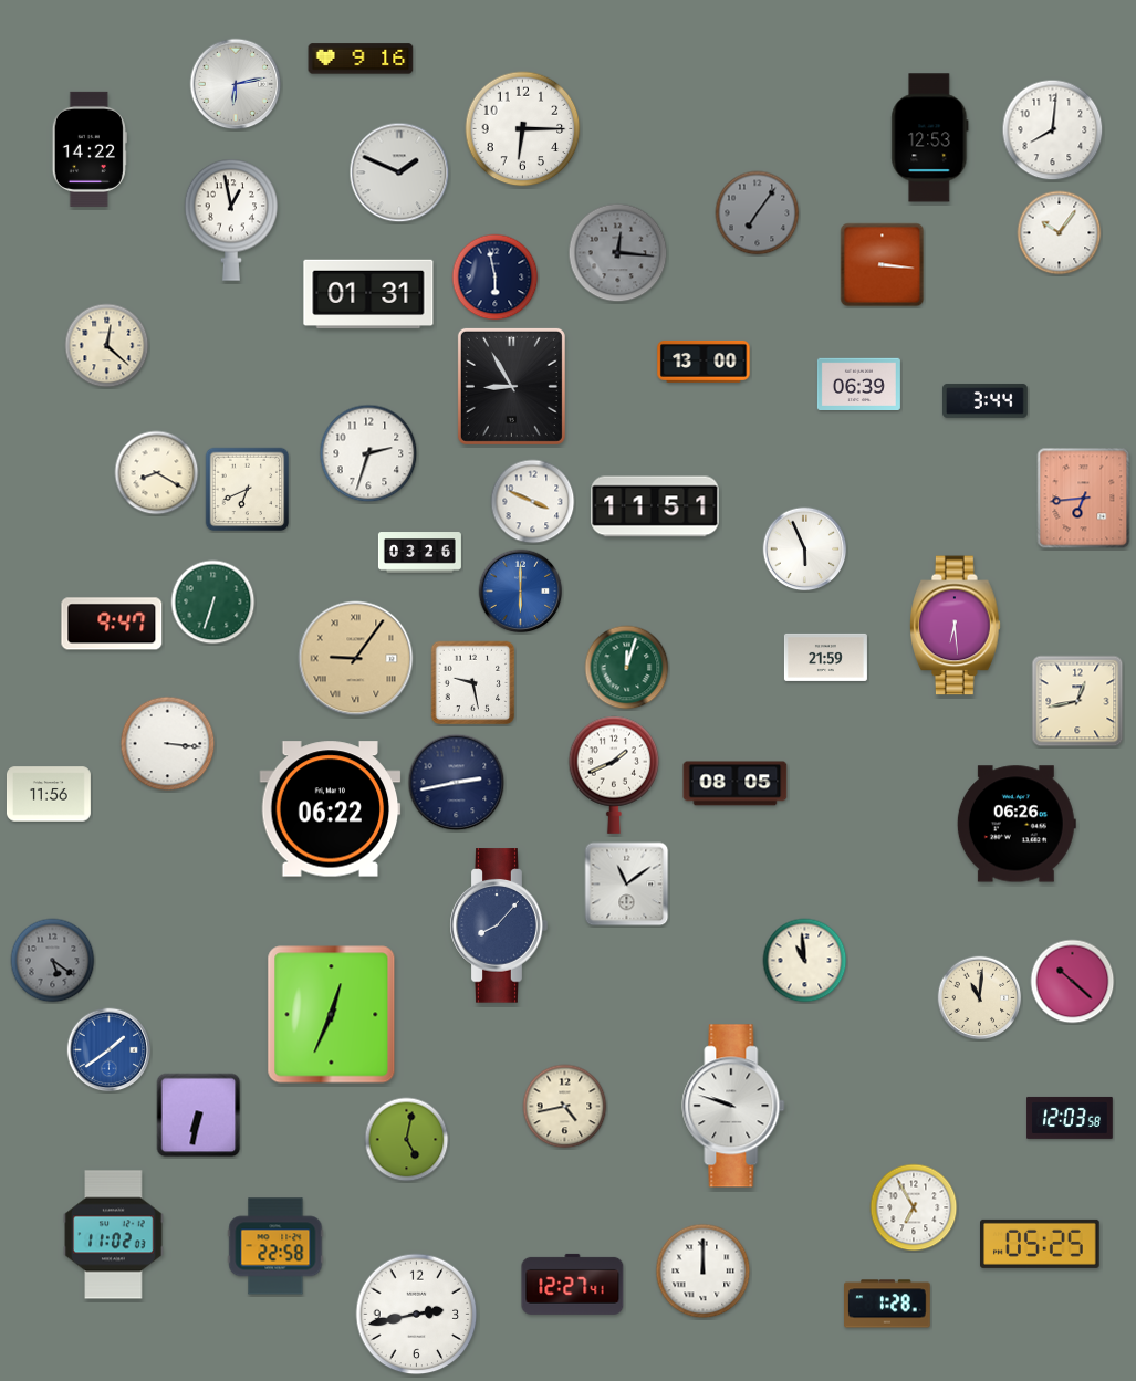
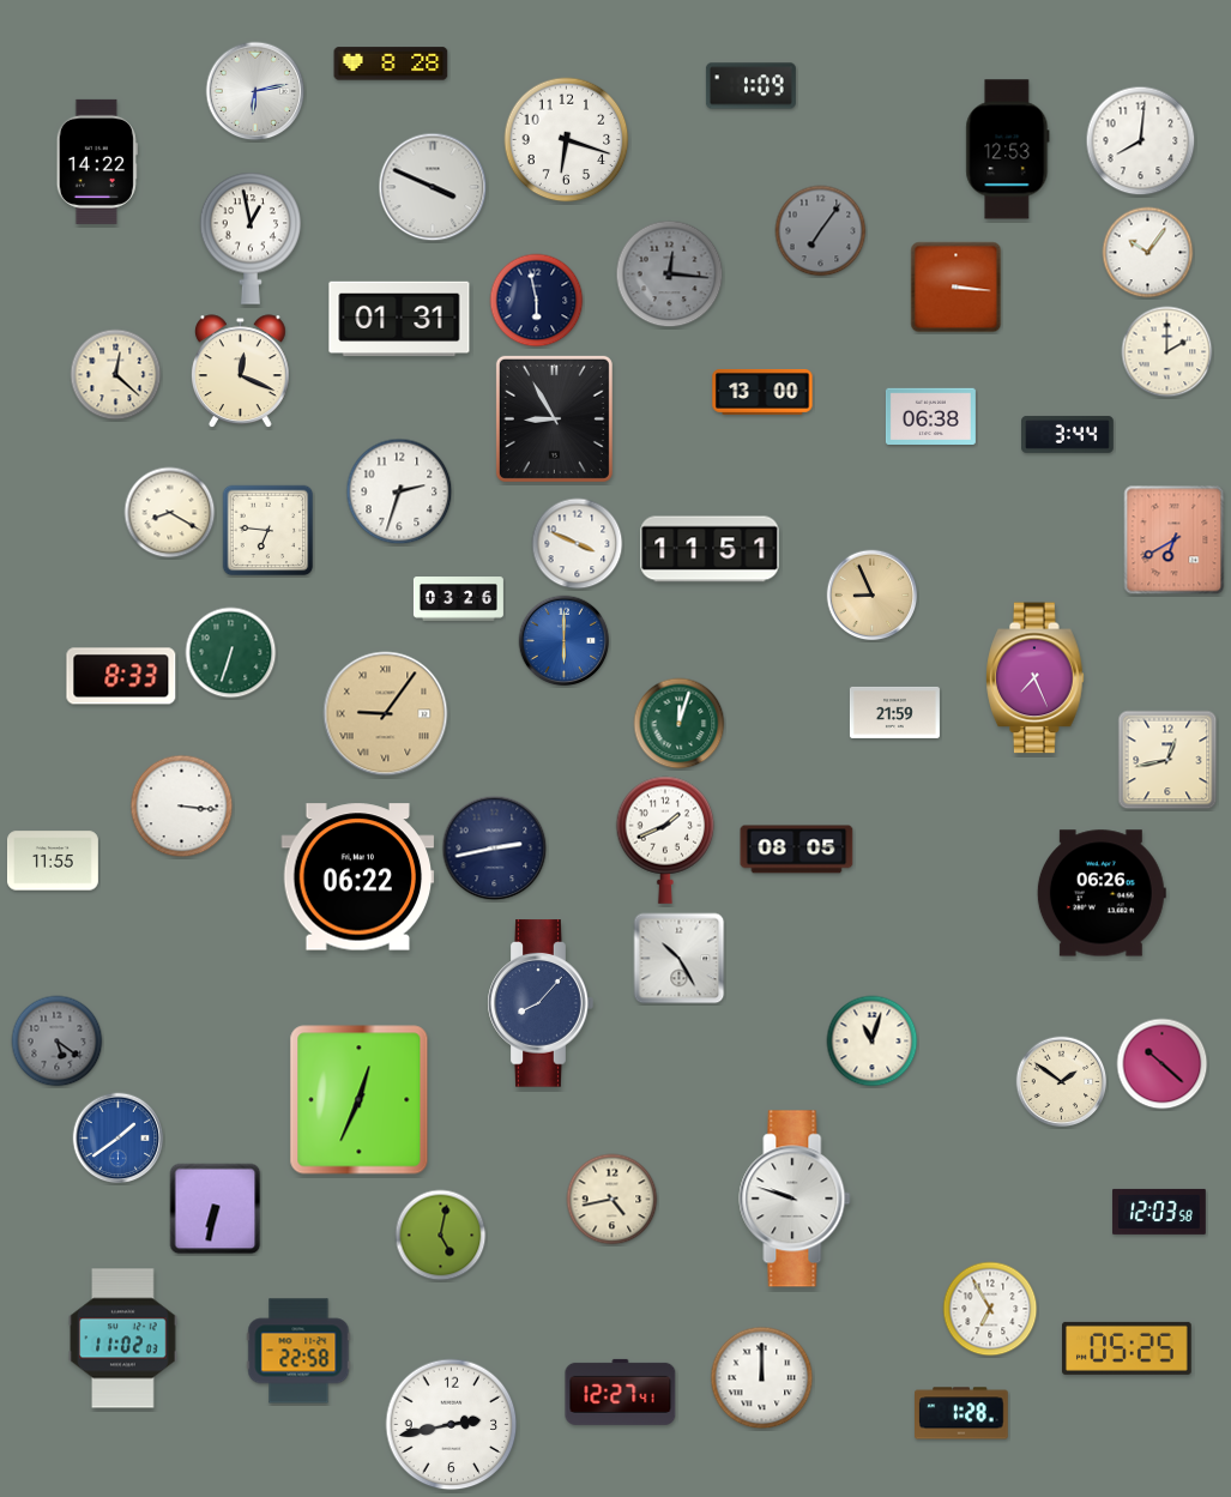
clock at (361, 59): 9:16 -> 8:28
clock at (750, 86): none -> 1:09
clock at (523, 129): 6:15 -> 6:18
clock at (399, 172): 1:49 -> 3:49
clock at (1167, 352): none -> 2:00
clock at (241, 372): none -> 12:19
clock at (858, 384): 06:39 -> 06:38
clock at (248, 490): 6:41 -> 6:46
clock at (1084, 499): 6:44 -> 6:40
clock at (805, 550): 5:56 -> 8:56
clock at (805, 550) dial: white -> champagne
clock at (419, 553) position: (419, 553) -> (458, 599)
clock at (112, 624): 9:47 -> 8:33
clock at (956, 626): 6:29 -> 7:26
clock at (473, 683): 9:28 -> none
clock at (49, 794): 11:56 -> 11:55
clock at (627, 885): 11:09 -> 10:25
clock at (805, 961): 10:59 -> 11:03
clock at (980, 998): 11:01 -> 1:51
